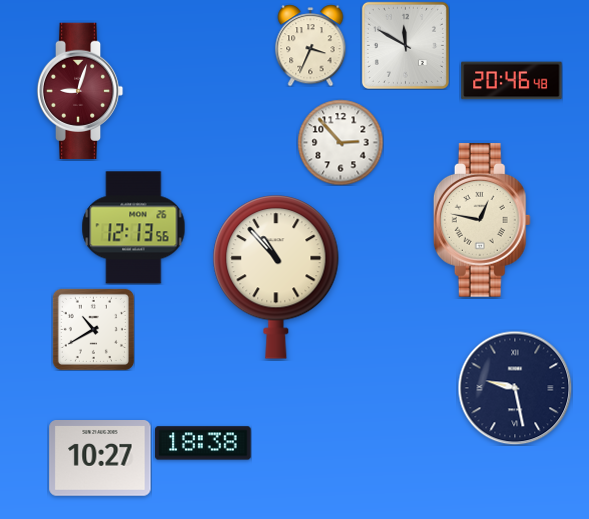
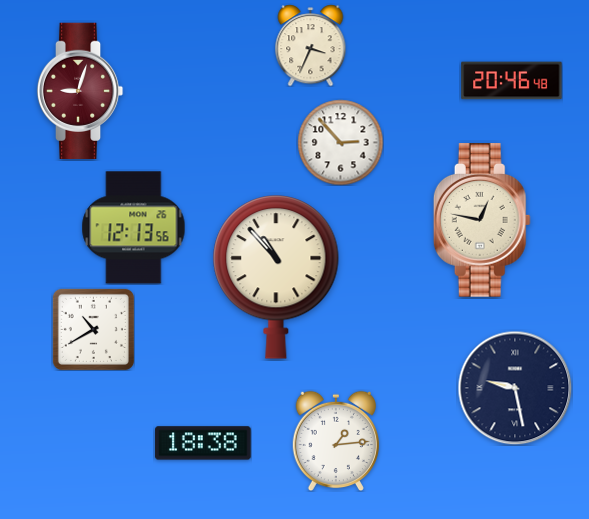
clock at (405, 45): 11:50 -> none
clock at (335, 441): none -> 1:14
clock at (100, 459): 10:27 -> none
